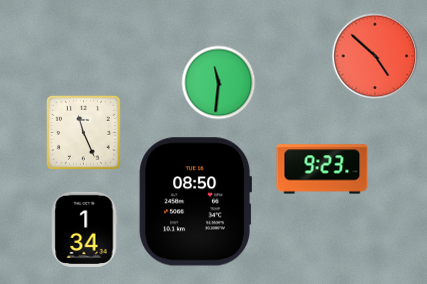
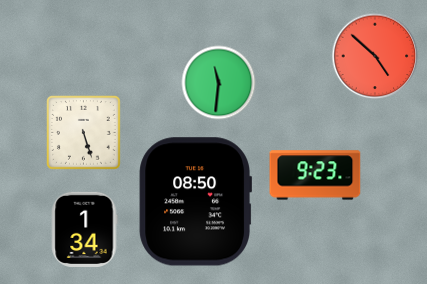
clock at (84, 133): 11:26 -> 5:27
clock at (322, 169) position: (322, 169) -> (315, 175)
